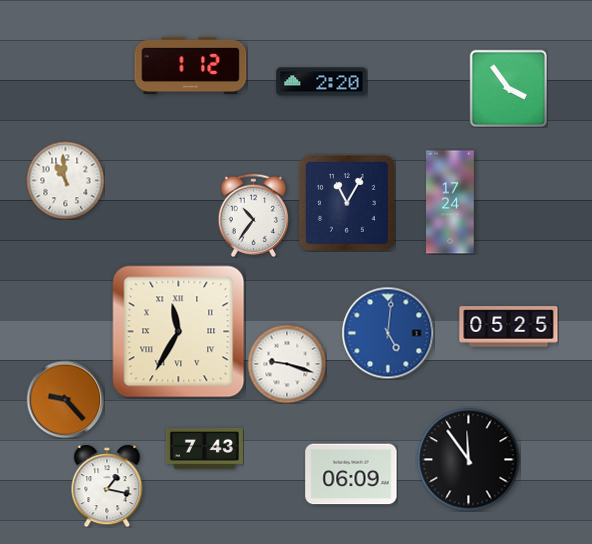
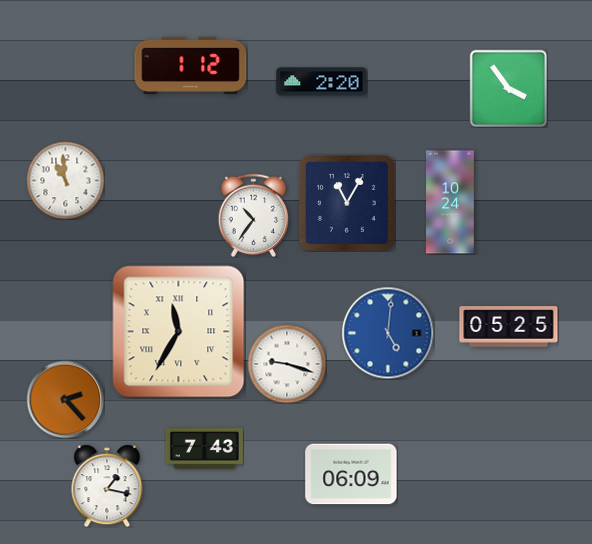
clock at (450, 202): 17:24 -> 10:24
clock at (65, 399): 9:23 -> 2:23
clock at (469, 460): 11:54 -> none
